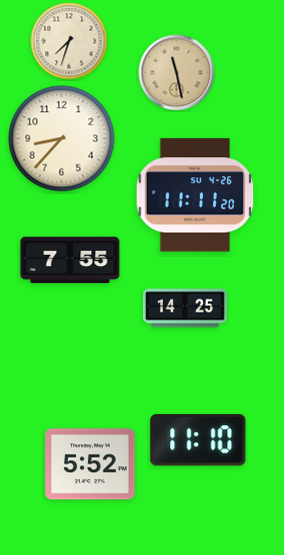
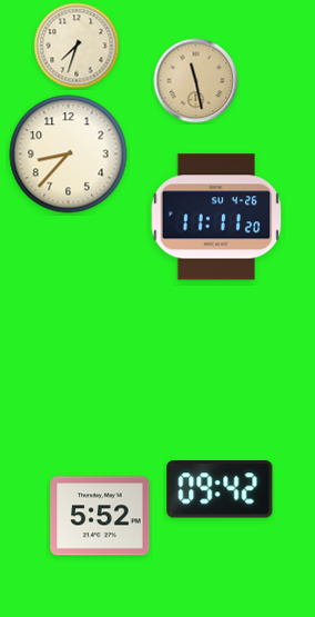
clock at (70, 260): 7:55 -> none
clock at (185, 308): 14:25 -> none
clock at (198, 440): 11:10 -> 09:42
